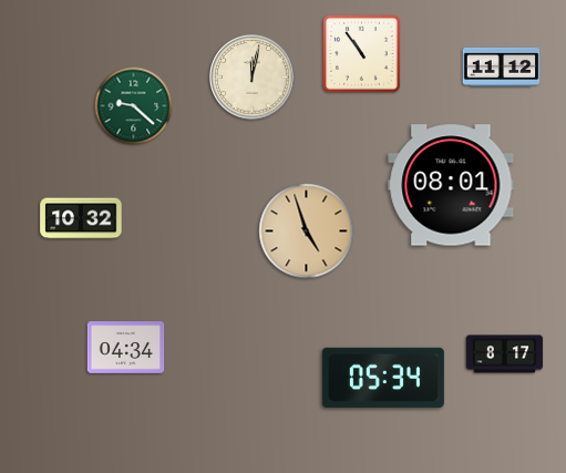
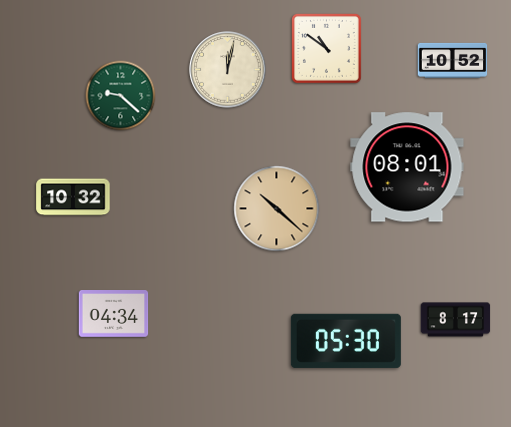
clock at (361, 53): 10:54 -> 10:51
clock at (502, 66): 11:12 -> 10:52
clock at (307, 232): 4:57 -> 10:22
clock at (383, 378): 05:34 -> 05:30
